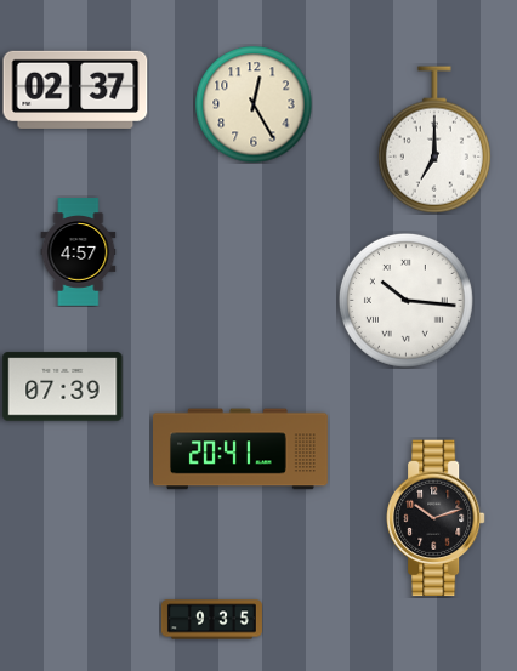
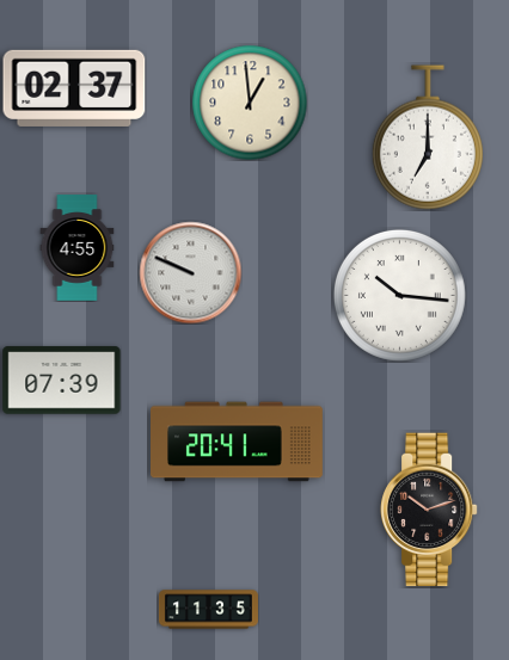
clock at (254, 104): 12:25 -> 12:59
clock at (79, 252): 4:57 -> 4:55
clock at (190, 272): none -> 9:49
clock at (211, 620): 9:35 -> 11:35
